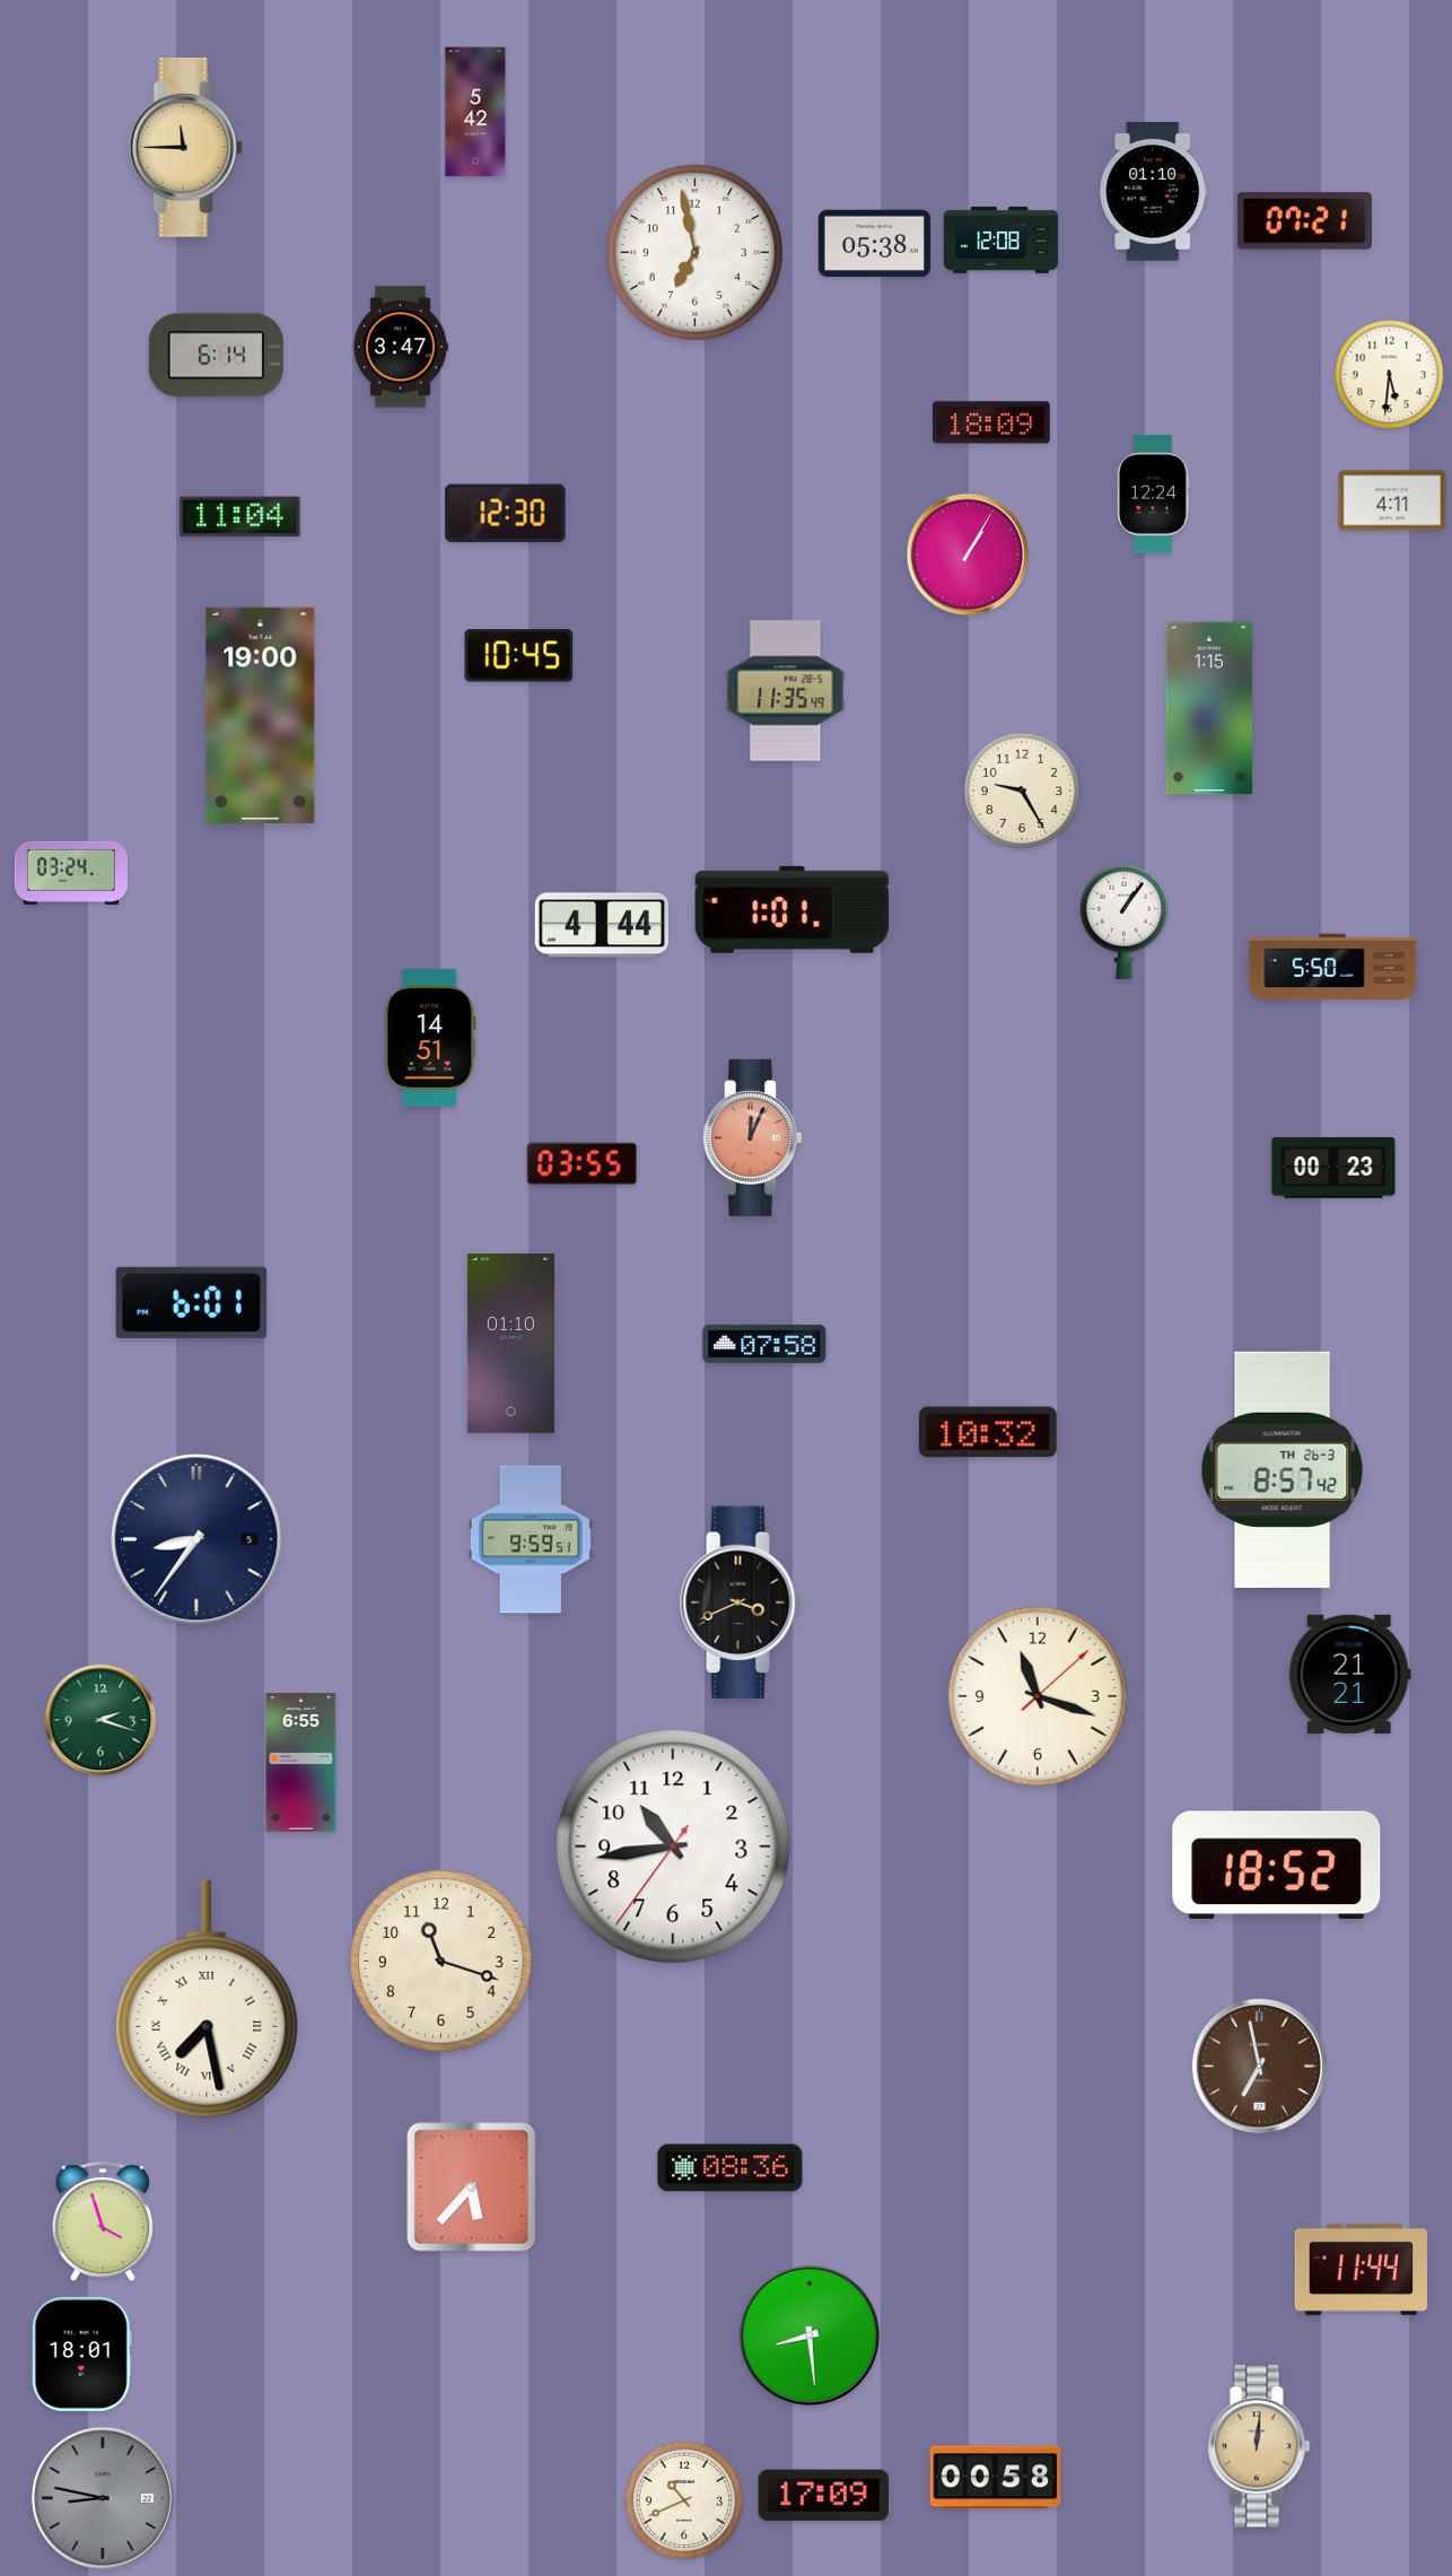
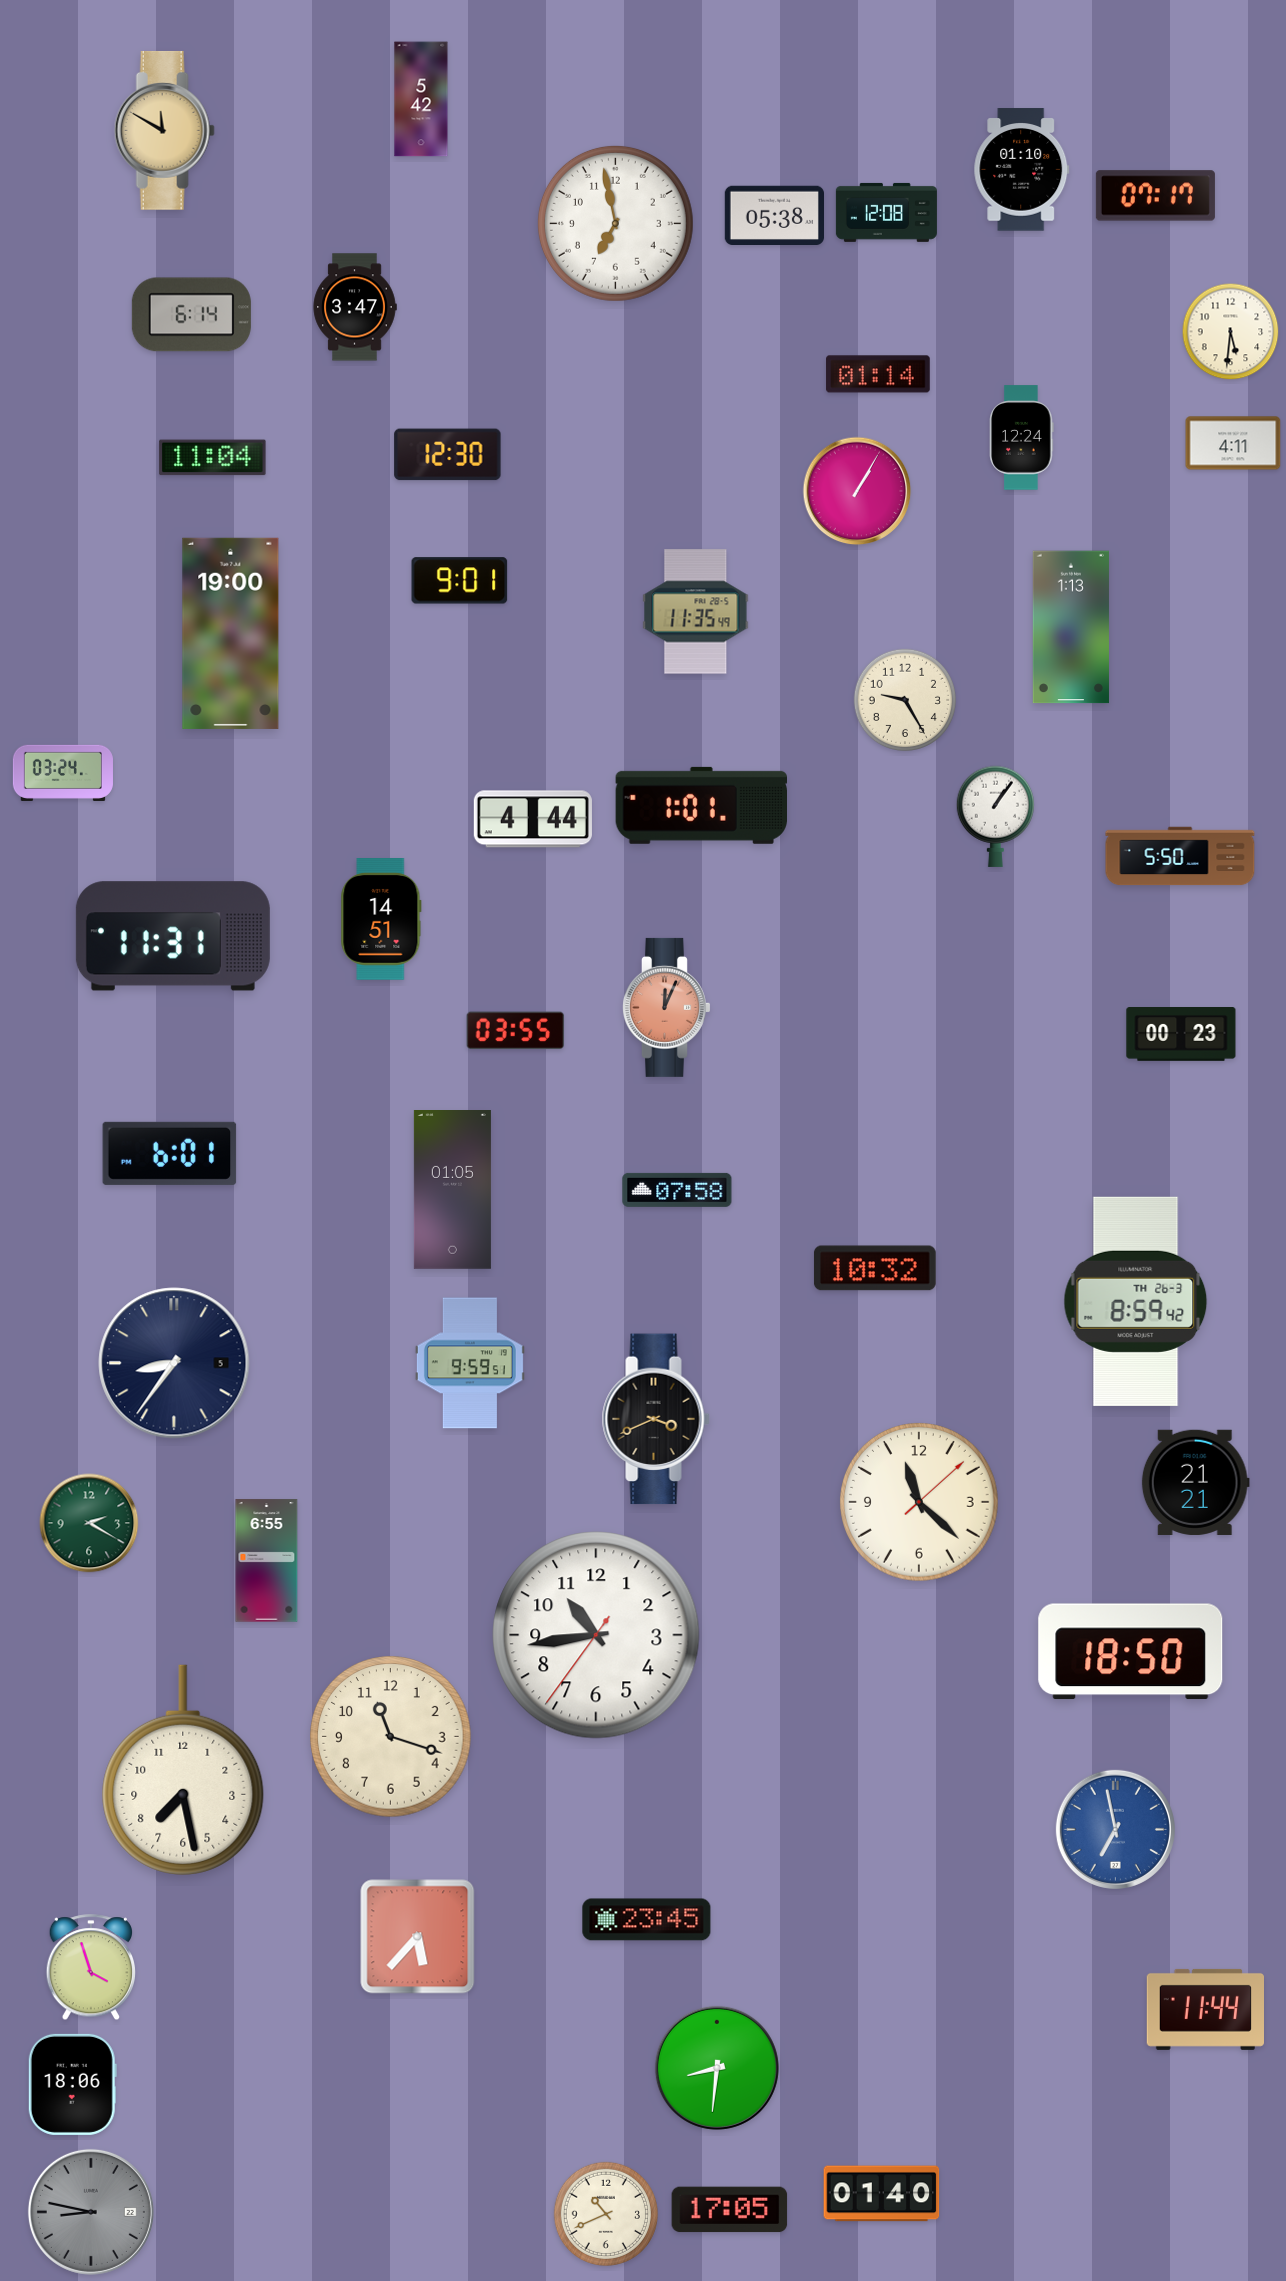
clock at (185, 147): 11:45 -> 11:50
clock at (1304, 221): 07:21 -> 07:17
clock at (991, 422): 18:09 -> 01:14
clock at (519, 656): 10:45 -> 9:01
clock at (1209, 708): 1:15 -> 1:13
clock at (173, 936): none -> 11:31
clock at (510, 1344): 01:10 -> 01:05
clock at (1283, 1469): 8:57 -> 8:59
clock at (1039, 1697): 11:18 -> 11:22
clock at (100, 1720): 2:18 -> 2:20
clock at (1277, 1866): 18:52 -> 18:50
clock at (207, 1999) numerals: Roman -> Arabic
clock at (1259, 2066) dial: brown -> blue
clock at (731, 2168): 08:36 -> 23:45
clock at (810, 2335): 8:29 -> 8:31
clock at (81, 2354): 18:01 -> 18:06
clock at (1259, 2446): 12:01 -> none
clock at (996, 2478): 00:58 -> 01:40
clock at (824, 2496): 17:09 -> 17:05
